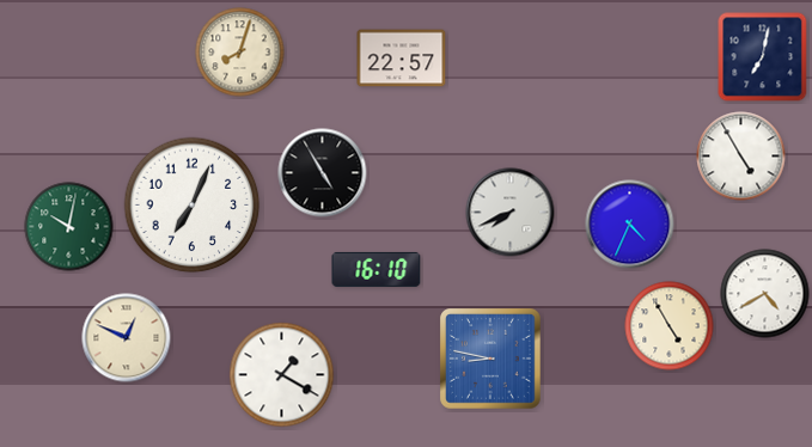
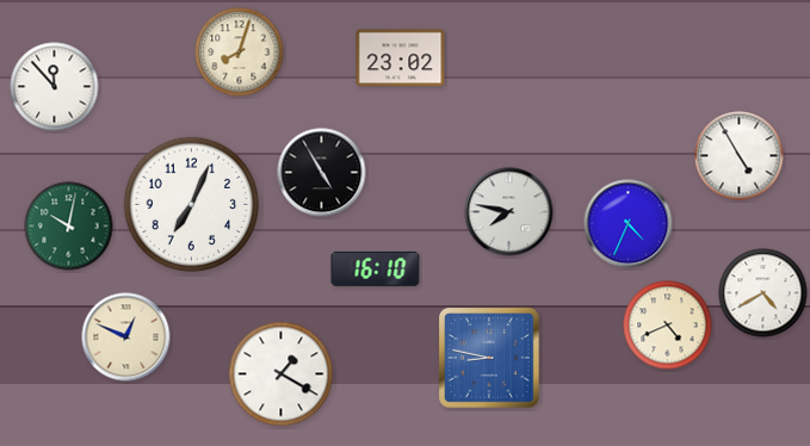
clock at (763, 57): 7:02 -> none
clock at (402, 59): 22:57 -> 23:02
clock at (55, 87): none -> 11:53
clock at (511, 213): 7:41 -> 7:47
clock at (670, 326): 4:55 -> 4:41
